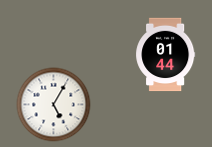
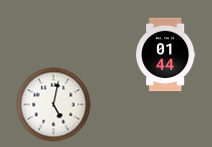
clock at (54, 105): 5:05 -> 5:02
